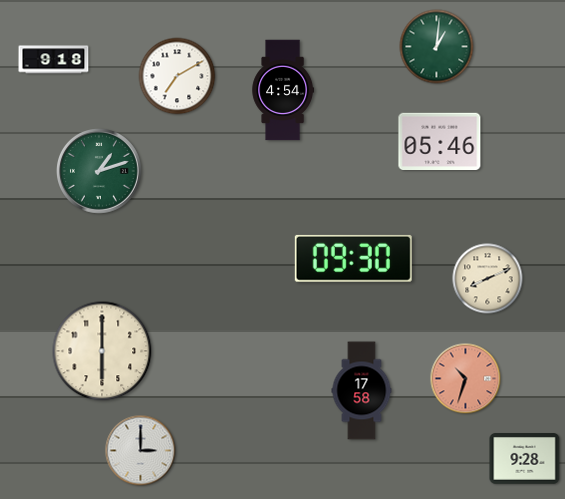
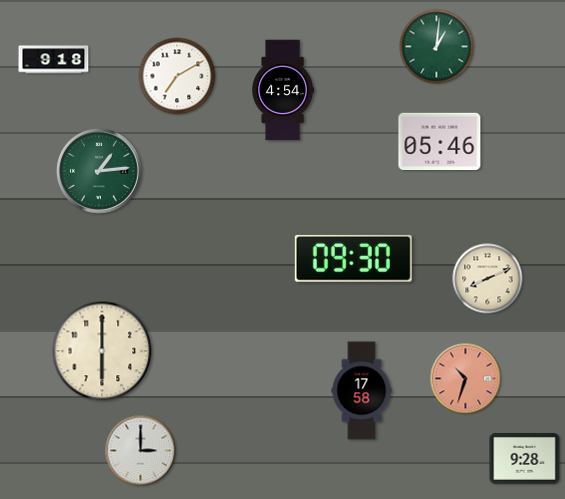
clock at (100, 172): 1:12 -> 1:14
